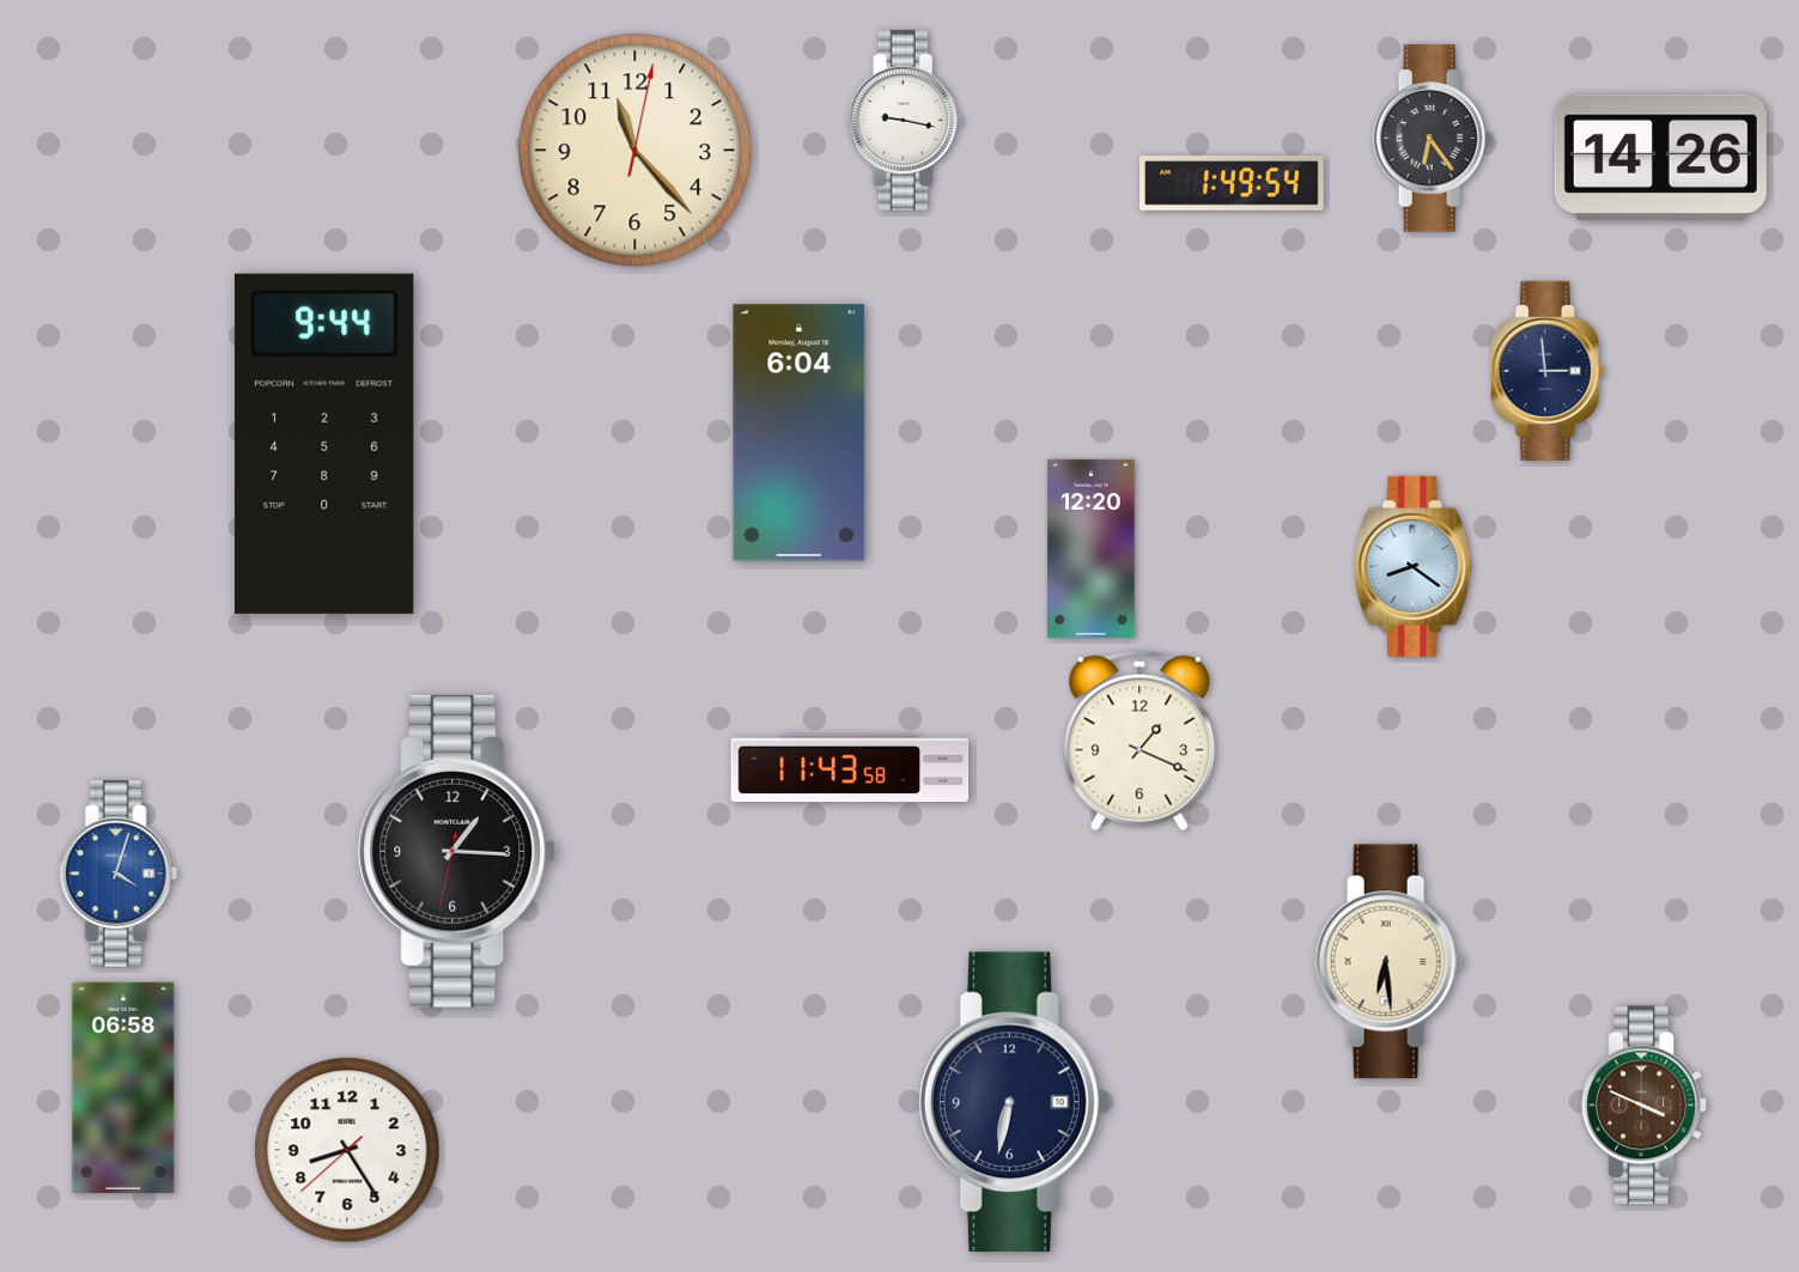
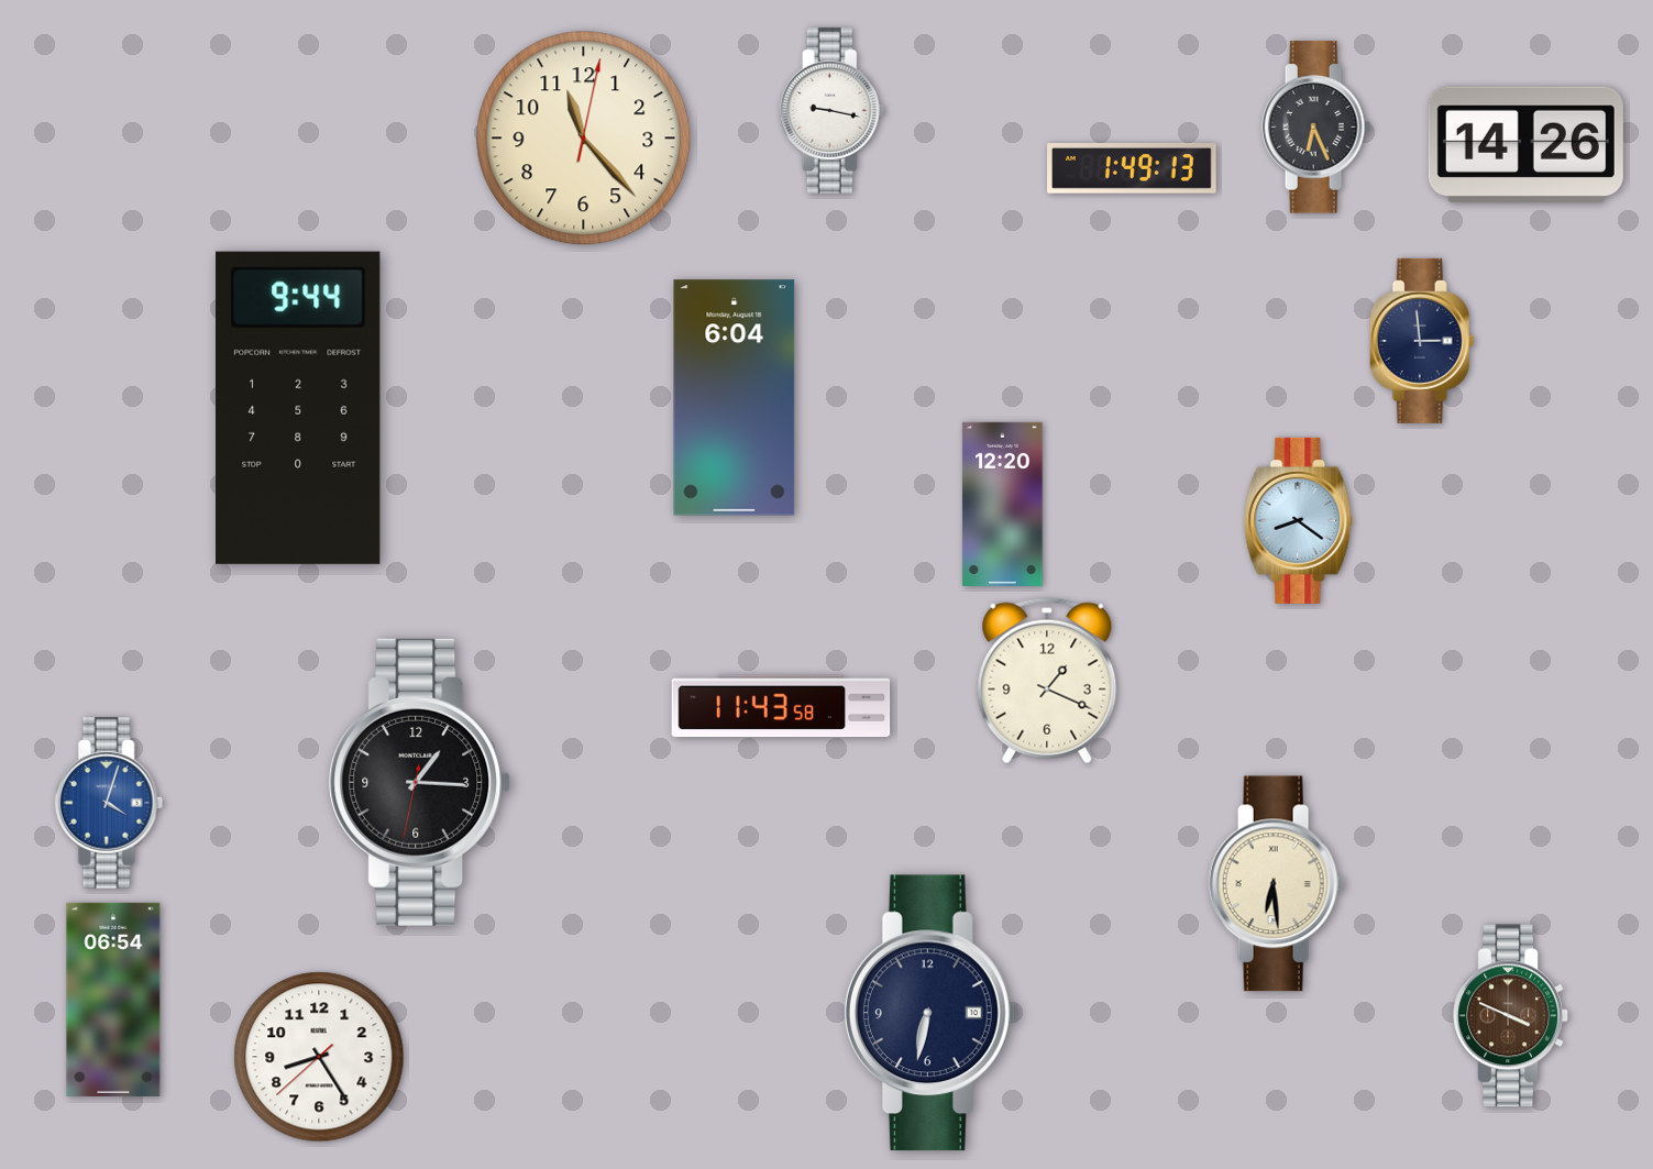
clock at (1433, 139): 6:24 -> 6:26
clock at (1233, 184): 1:49:54 -> 1:49:13
clock at (123, 1088): 06:58 -> 06:54
